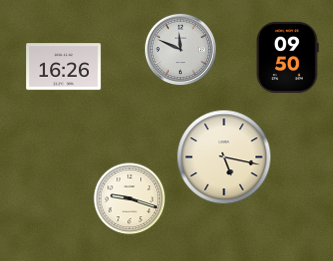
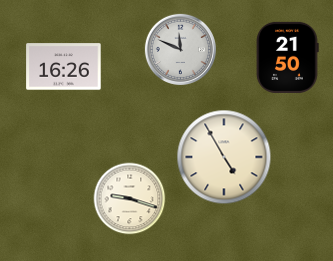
clock at (287, 57): 09:50 -> 21:50
clock at (224, 157): 5:17 -> 4:55
